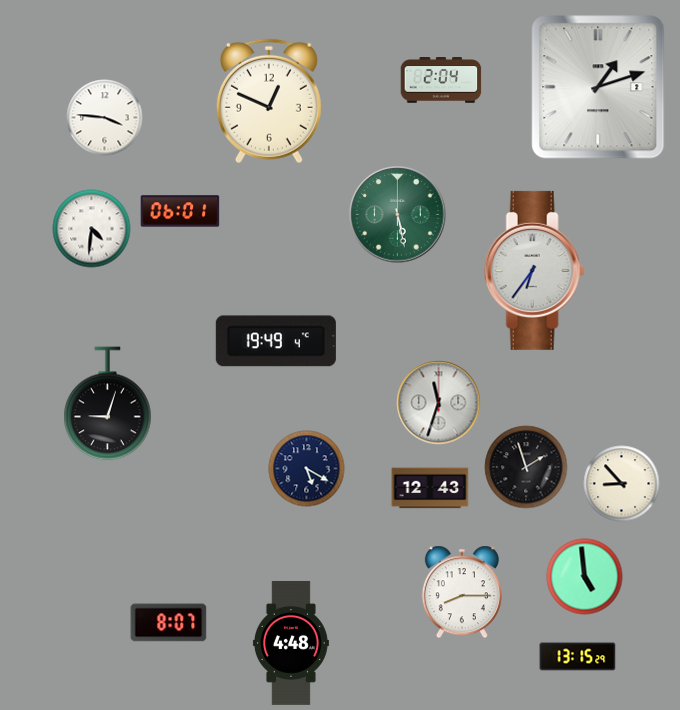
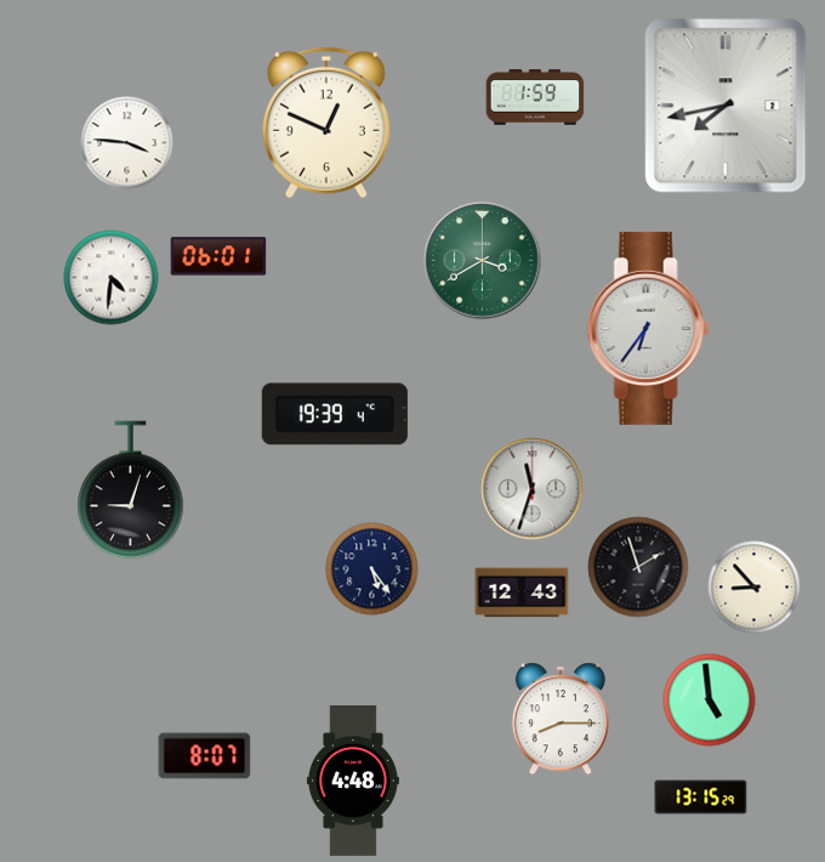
clock at (441, 80): 2:04 -> 1:59
clock at (598, 87): 1:12 -> 7:43
clock at (398, 215): 5:28 -> 3:40
clock at (276, 341): 19:49 -> 19:39
clock at (307, 469): 5:20 -> 5:24
